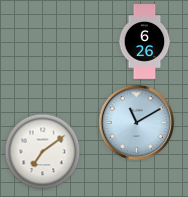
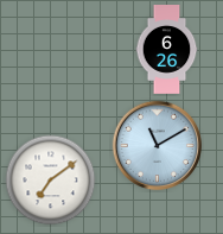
clock at (145, 42) position: (145, 42) -> (167, 50)
clock at (137, 123) position: (137, 123) -> (158, 146)
